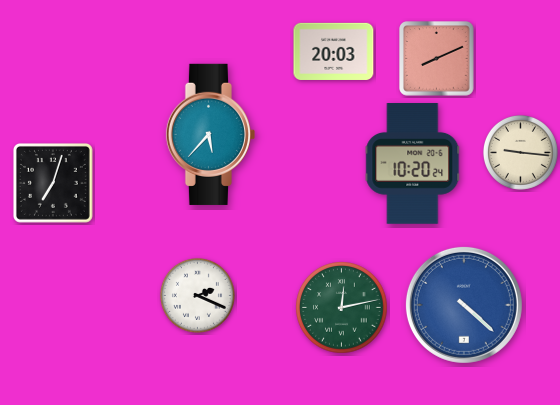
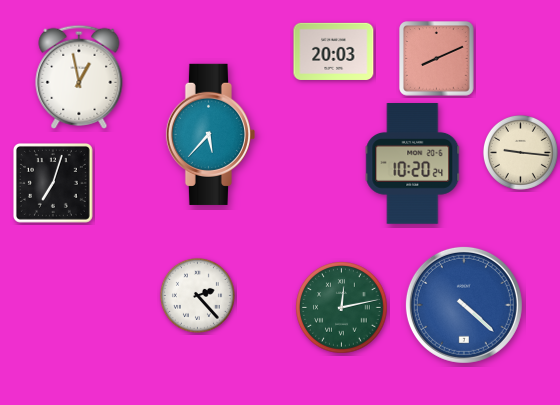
clock at (79, 77): none -> 12:58
clock at (197, 295): 2:19 -> 2:23
